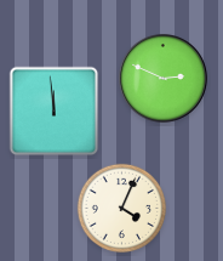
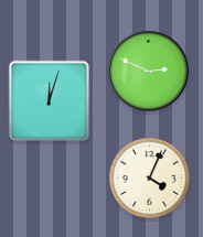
clock at (55, 112): 11:59 -> 12:03
clock at (122, 209) position: (122, 209) -> (150, 179)
